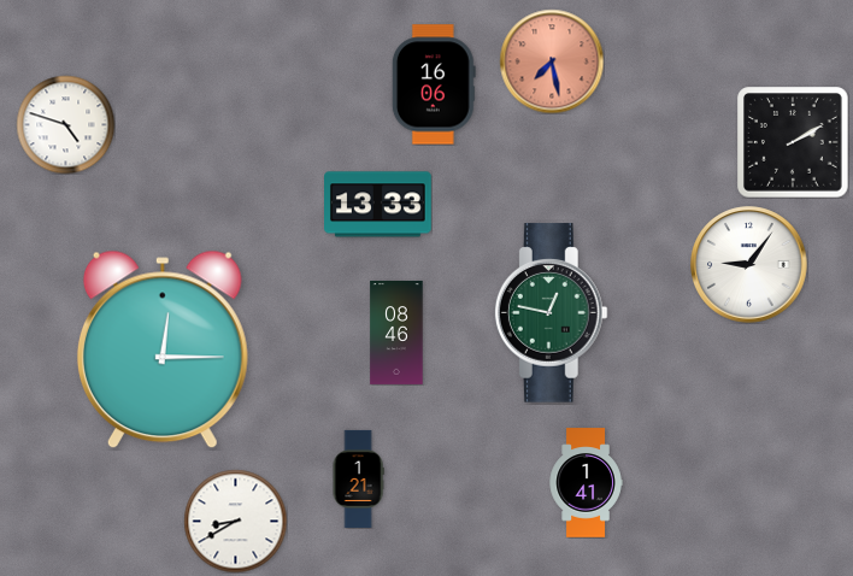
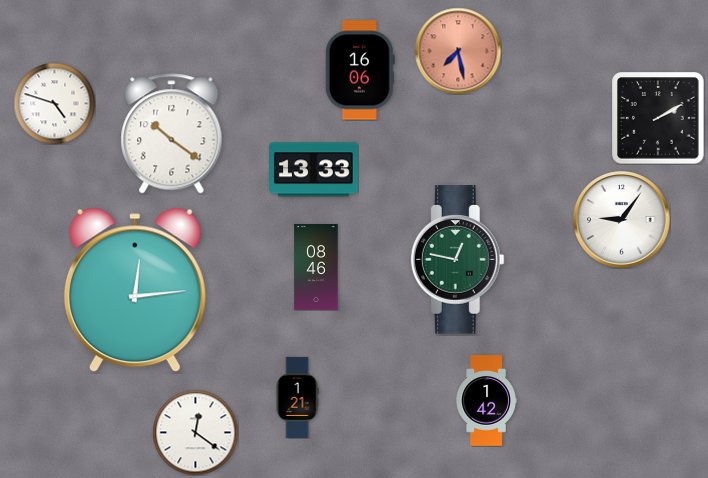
clock at (172, 134): none -> 10:21
clock at (396, 333) position: (396, 333) -> (316, 267)
clock at (163, 349): 12:15 -> 12:14
clock at (586, 483): 1:41 -> 1:42
clock at (235, 521): 8:40 -> 12:21
